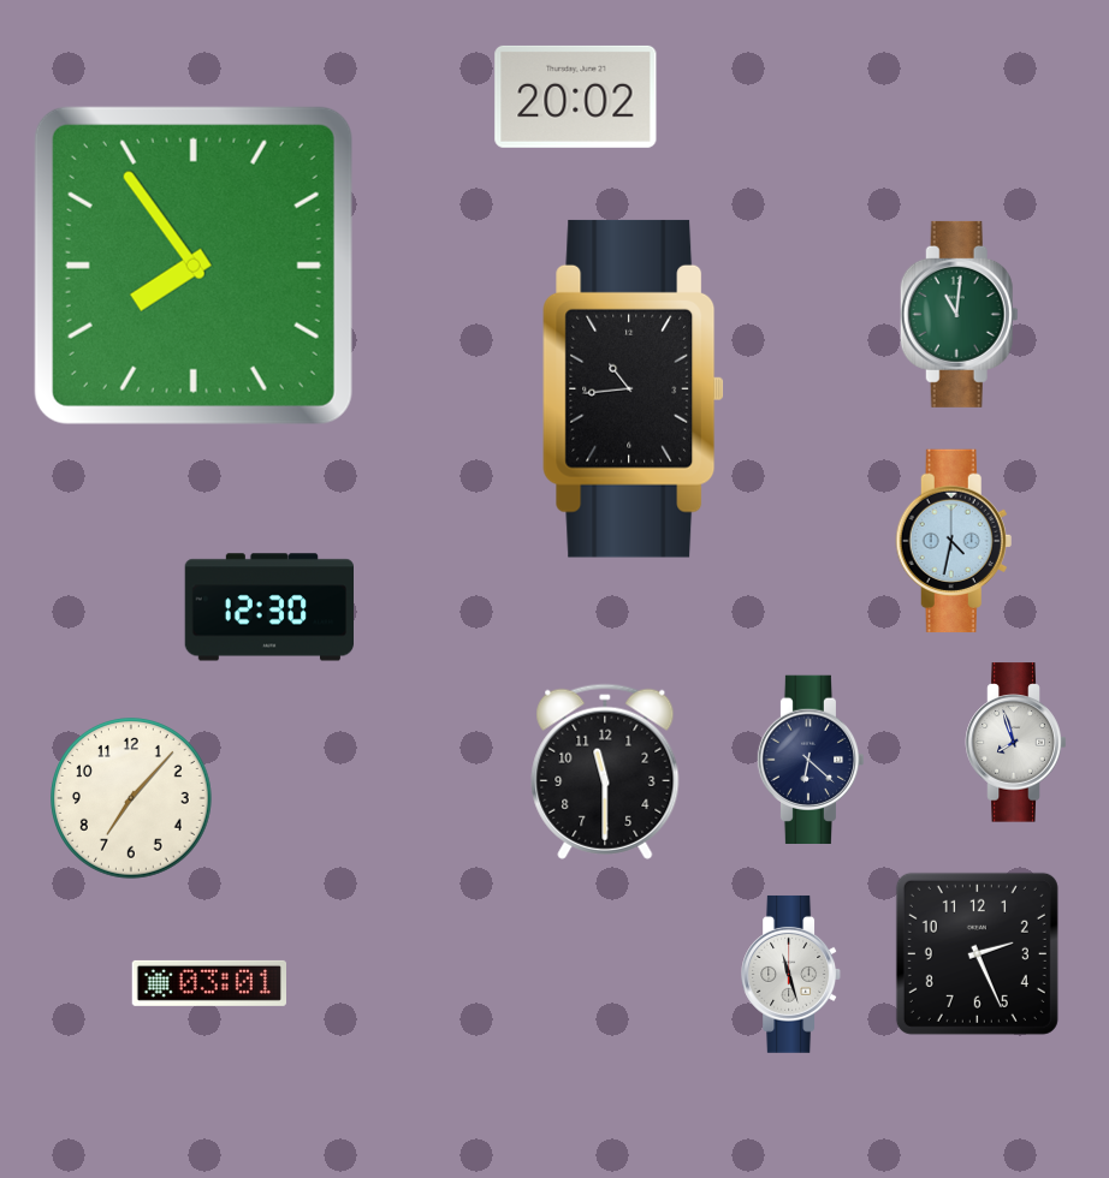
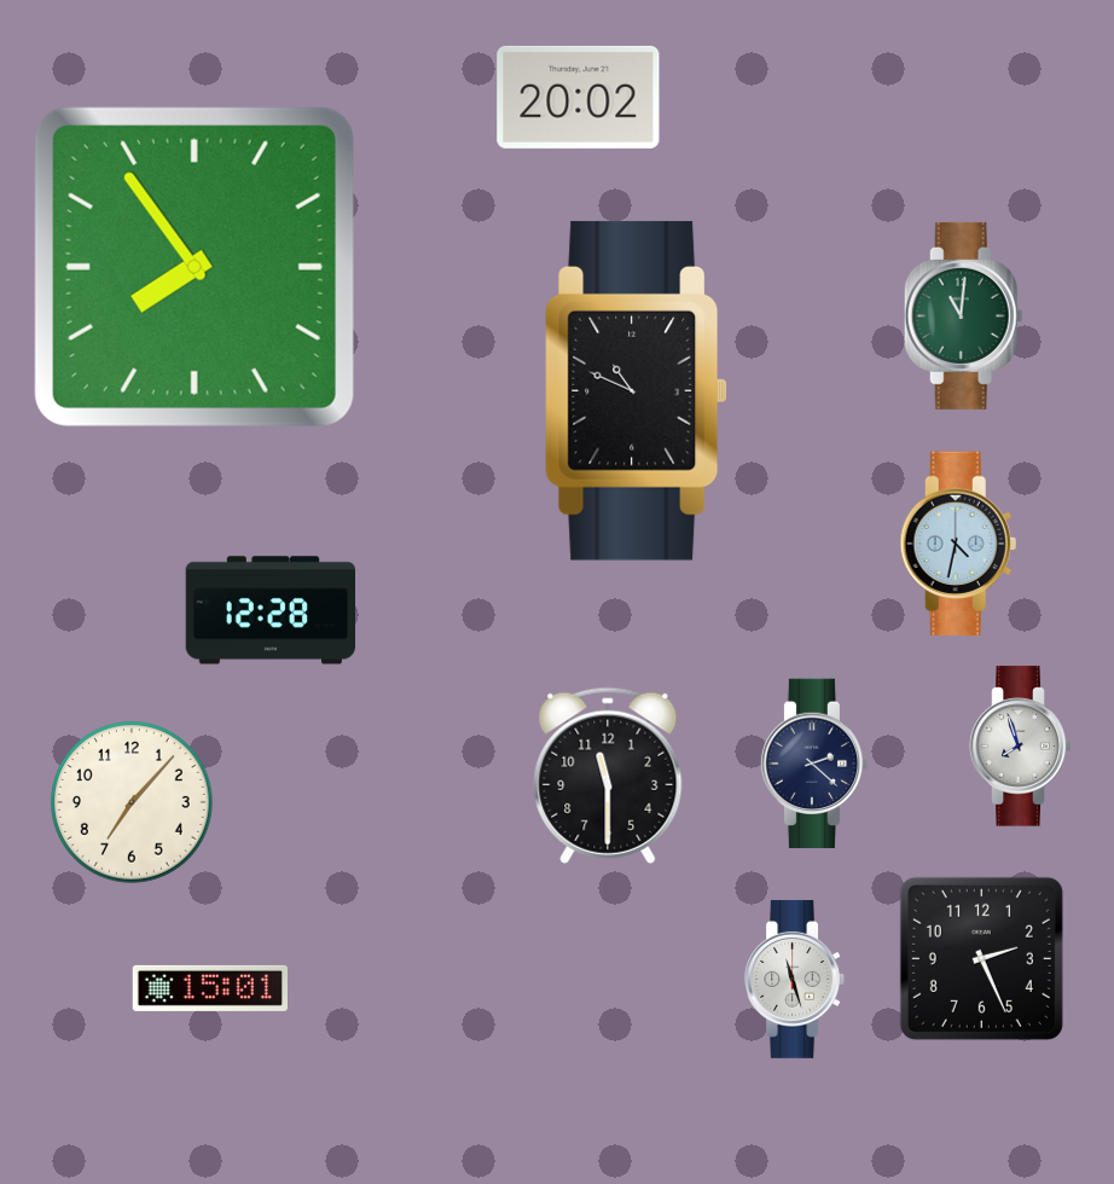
clock at (634, 388): 10:44 -> 10:49
clock at (269, 607): 12:30 -> 12:28
clock at (811, 758): 6:22 -> 2:22
clock at (208, 983): 03:01 -> 15:01
